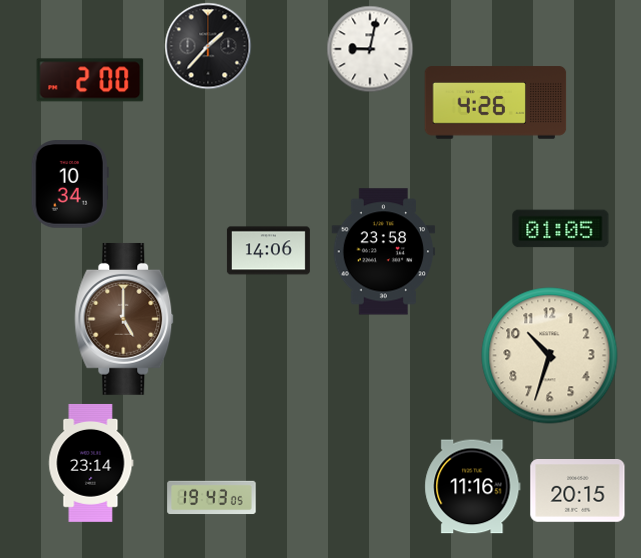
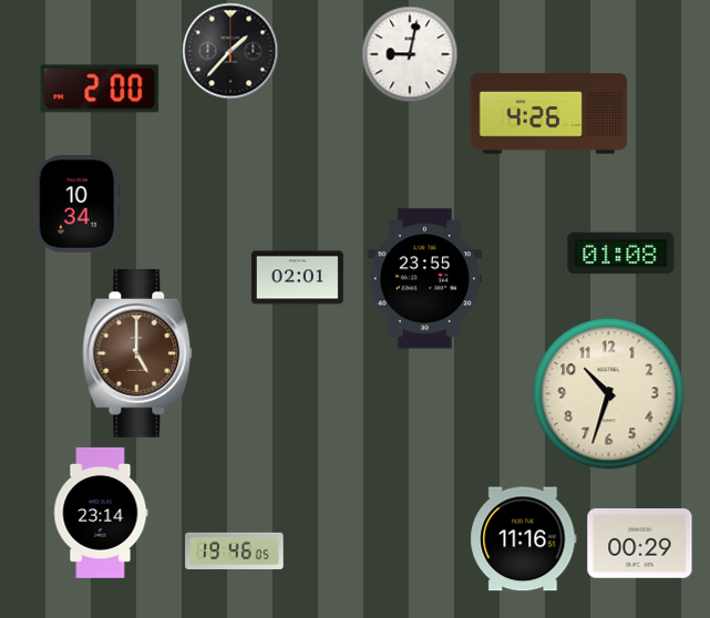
clock at (561, 229): 01:05 -> 01:08
clock at (268, 251): 14:06 -> 02:01
clock at (384, 252): 23:58 -> 23:55
clock at (578, 491): 20:15 -> 00:29
clock at (212, 498): 19:43 -> 19:46
